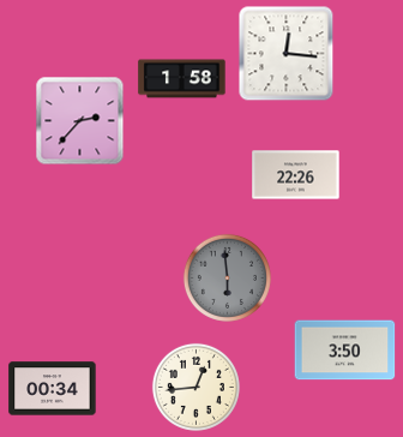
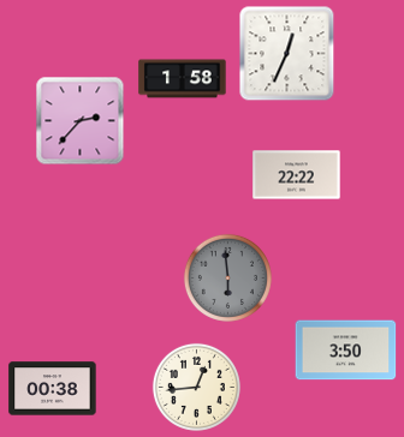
clock at (287, 54): 12:16 -> 12:34
clock at (296, 175): 22:26 -> 22:22
clock at (53, 389): 00:34 -> 00:38
